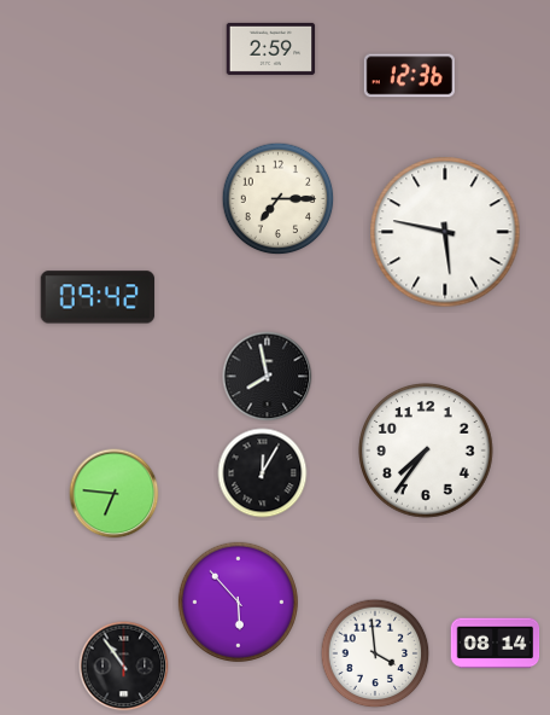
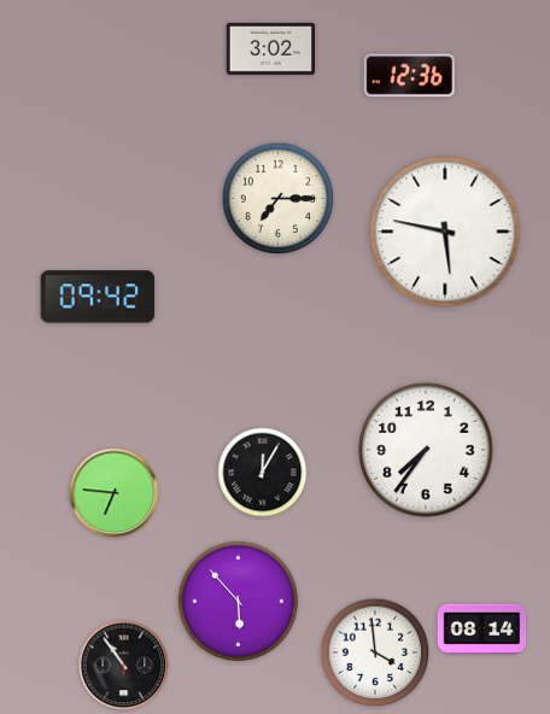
clock at (271, 48): 2:59 -> 3:02
clock at (268, 377): 7:58 -> none
clock at (496, 644) position: (496, 644) -> (482, 630)
